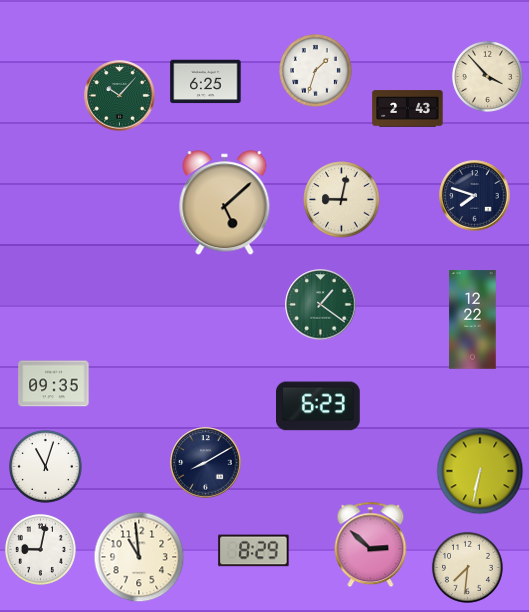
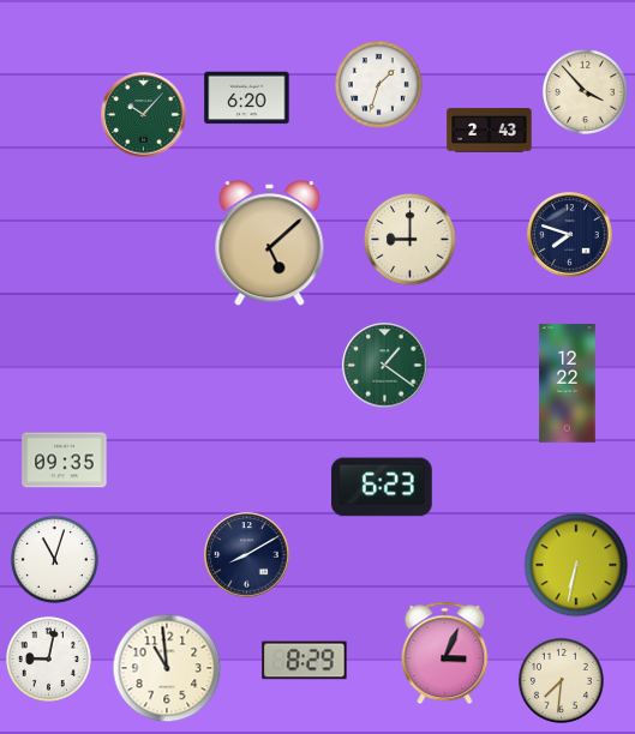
clock at (206, 82): 6:25 -> 6:20
clock at (342, 200): 9:02 -> 9:00
clock at (371, 545): 2:52 -> 3:04
